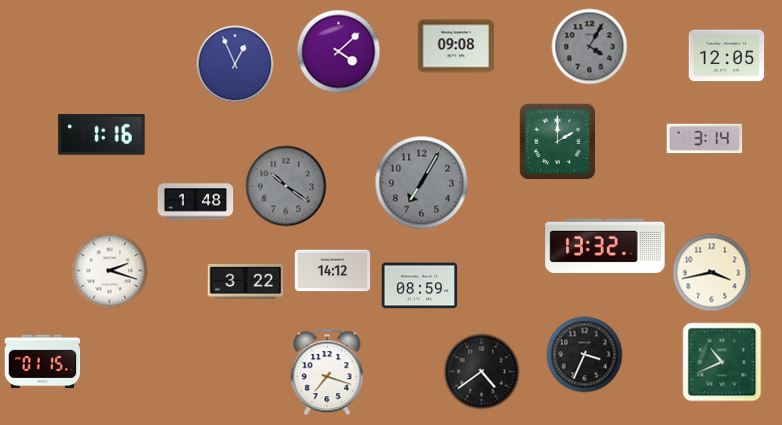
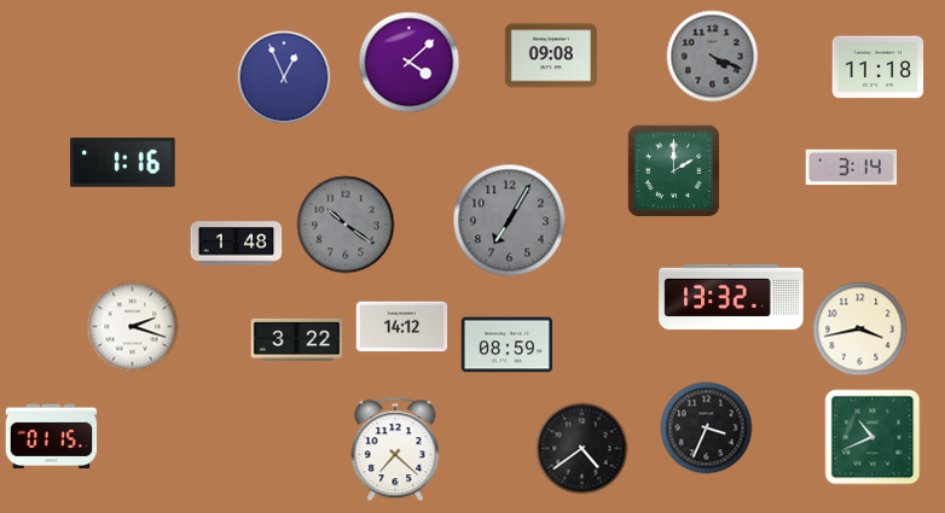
clock at (590, 47): 4:05 -> 4:19
clock at (727, 56): 12:05 -> 11:18
clock at (327, 372): 7:18 -> 7:22
